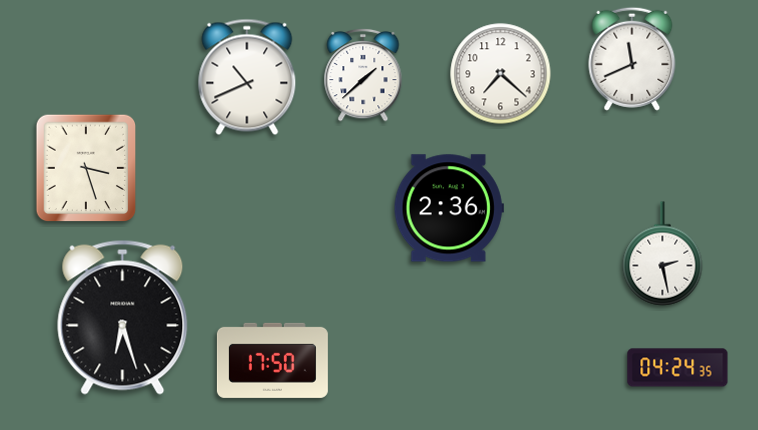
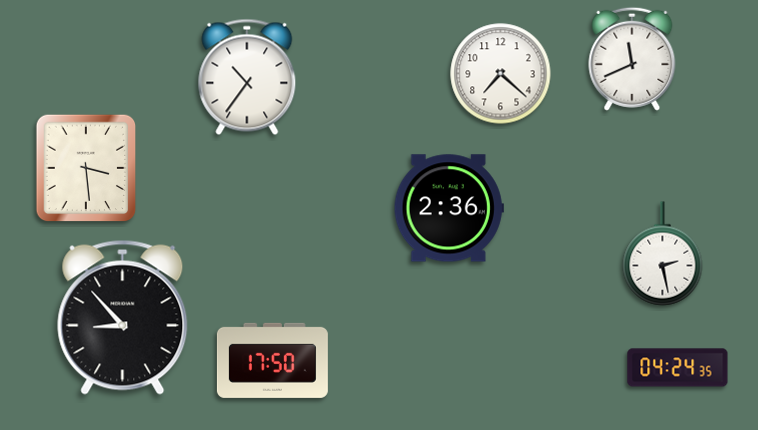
clock at (363, 75): 1:38 -> none
clock at (247, 77): 10:41 -> 10:36
clock at (86, 168): 3:27 -> 3:29
clock at (123, 317): 6:27 -> 8:53
